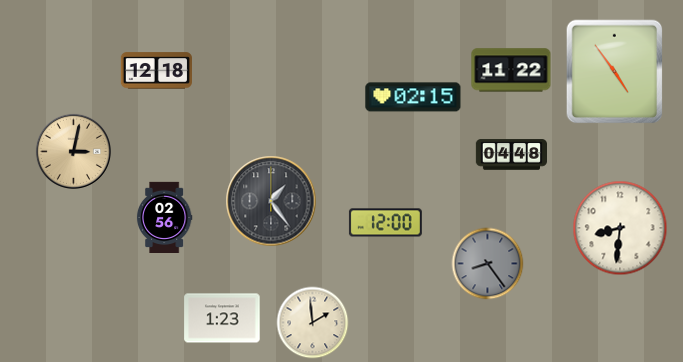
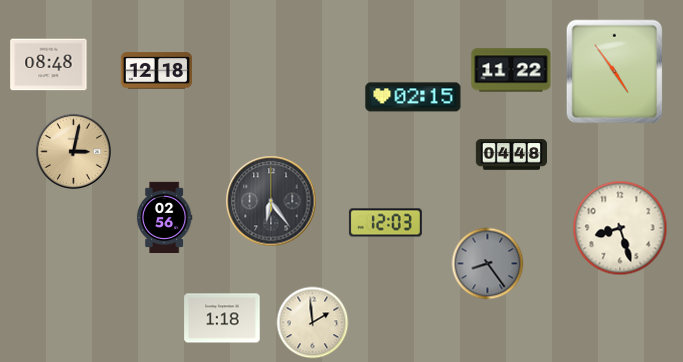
clock at (49, 65): none -> 08:48
clock at (271, 201): 1:24 -> 6:24
clock at (385, 223): 12:00 -> 12:03
clock at (620, 228): 8:31 -> 8:27
clock at (222, 318): 1:23 -> 1:18
